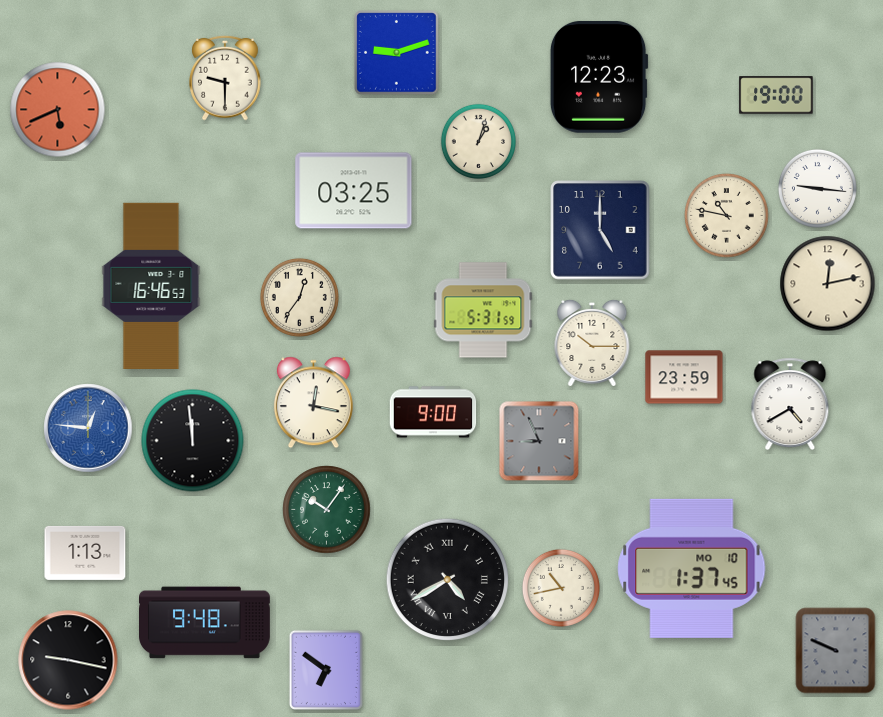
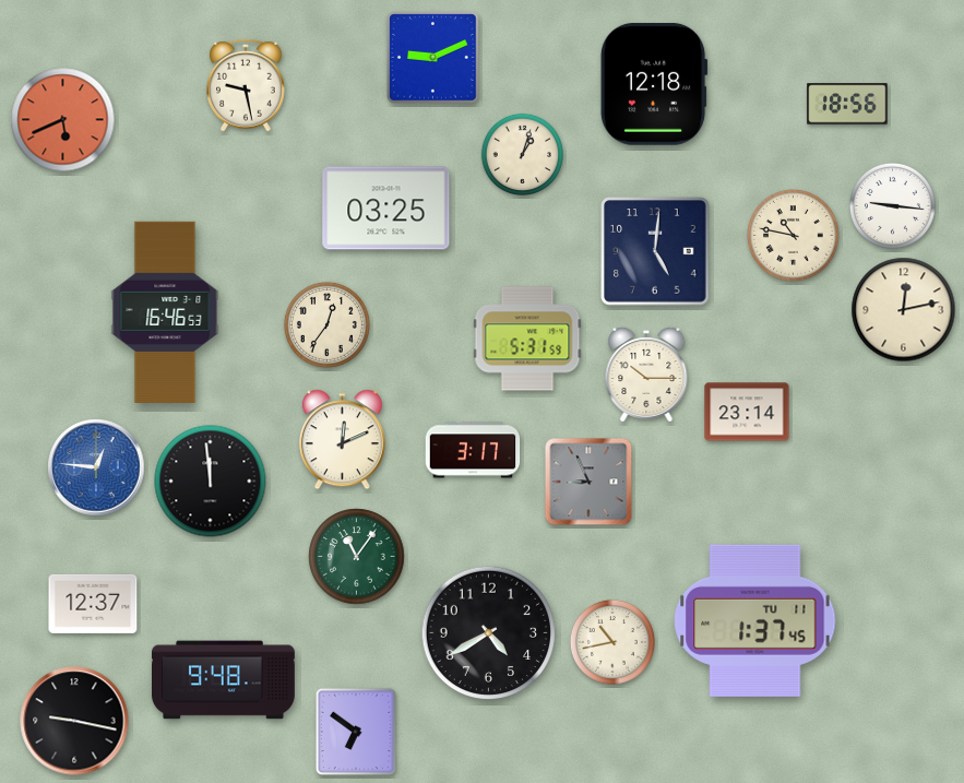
clock at (397, 53): 9:12 -> 9:11
clock at (599, 77): 12:23 -> 12:18
clock at (225, 78): 9:30 -> 9:28
clock at (776, 95): 19:00 -> 18:56
clock at (600, 230): 5:00 -> 5:01
clock at (684, 377): 23:59 -> 23:14
clock at (313, 403): 12:17 -> 12:11
clock at (790, 404): 4:40 -> none
clock at (433, 412): 9:00 -> 3:17
clock at (327, 510): 10:06 -> 11:06
clock at (85, 553): 1:13 -> 12:37
clock at (692, 568) date: MO 10 -> TU 11
clock at (448, 580) numerals: Roman -> Arabic
clock at (836, 651): 9:49 -> none
